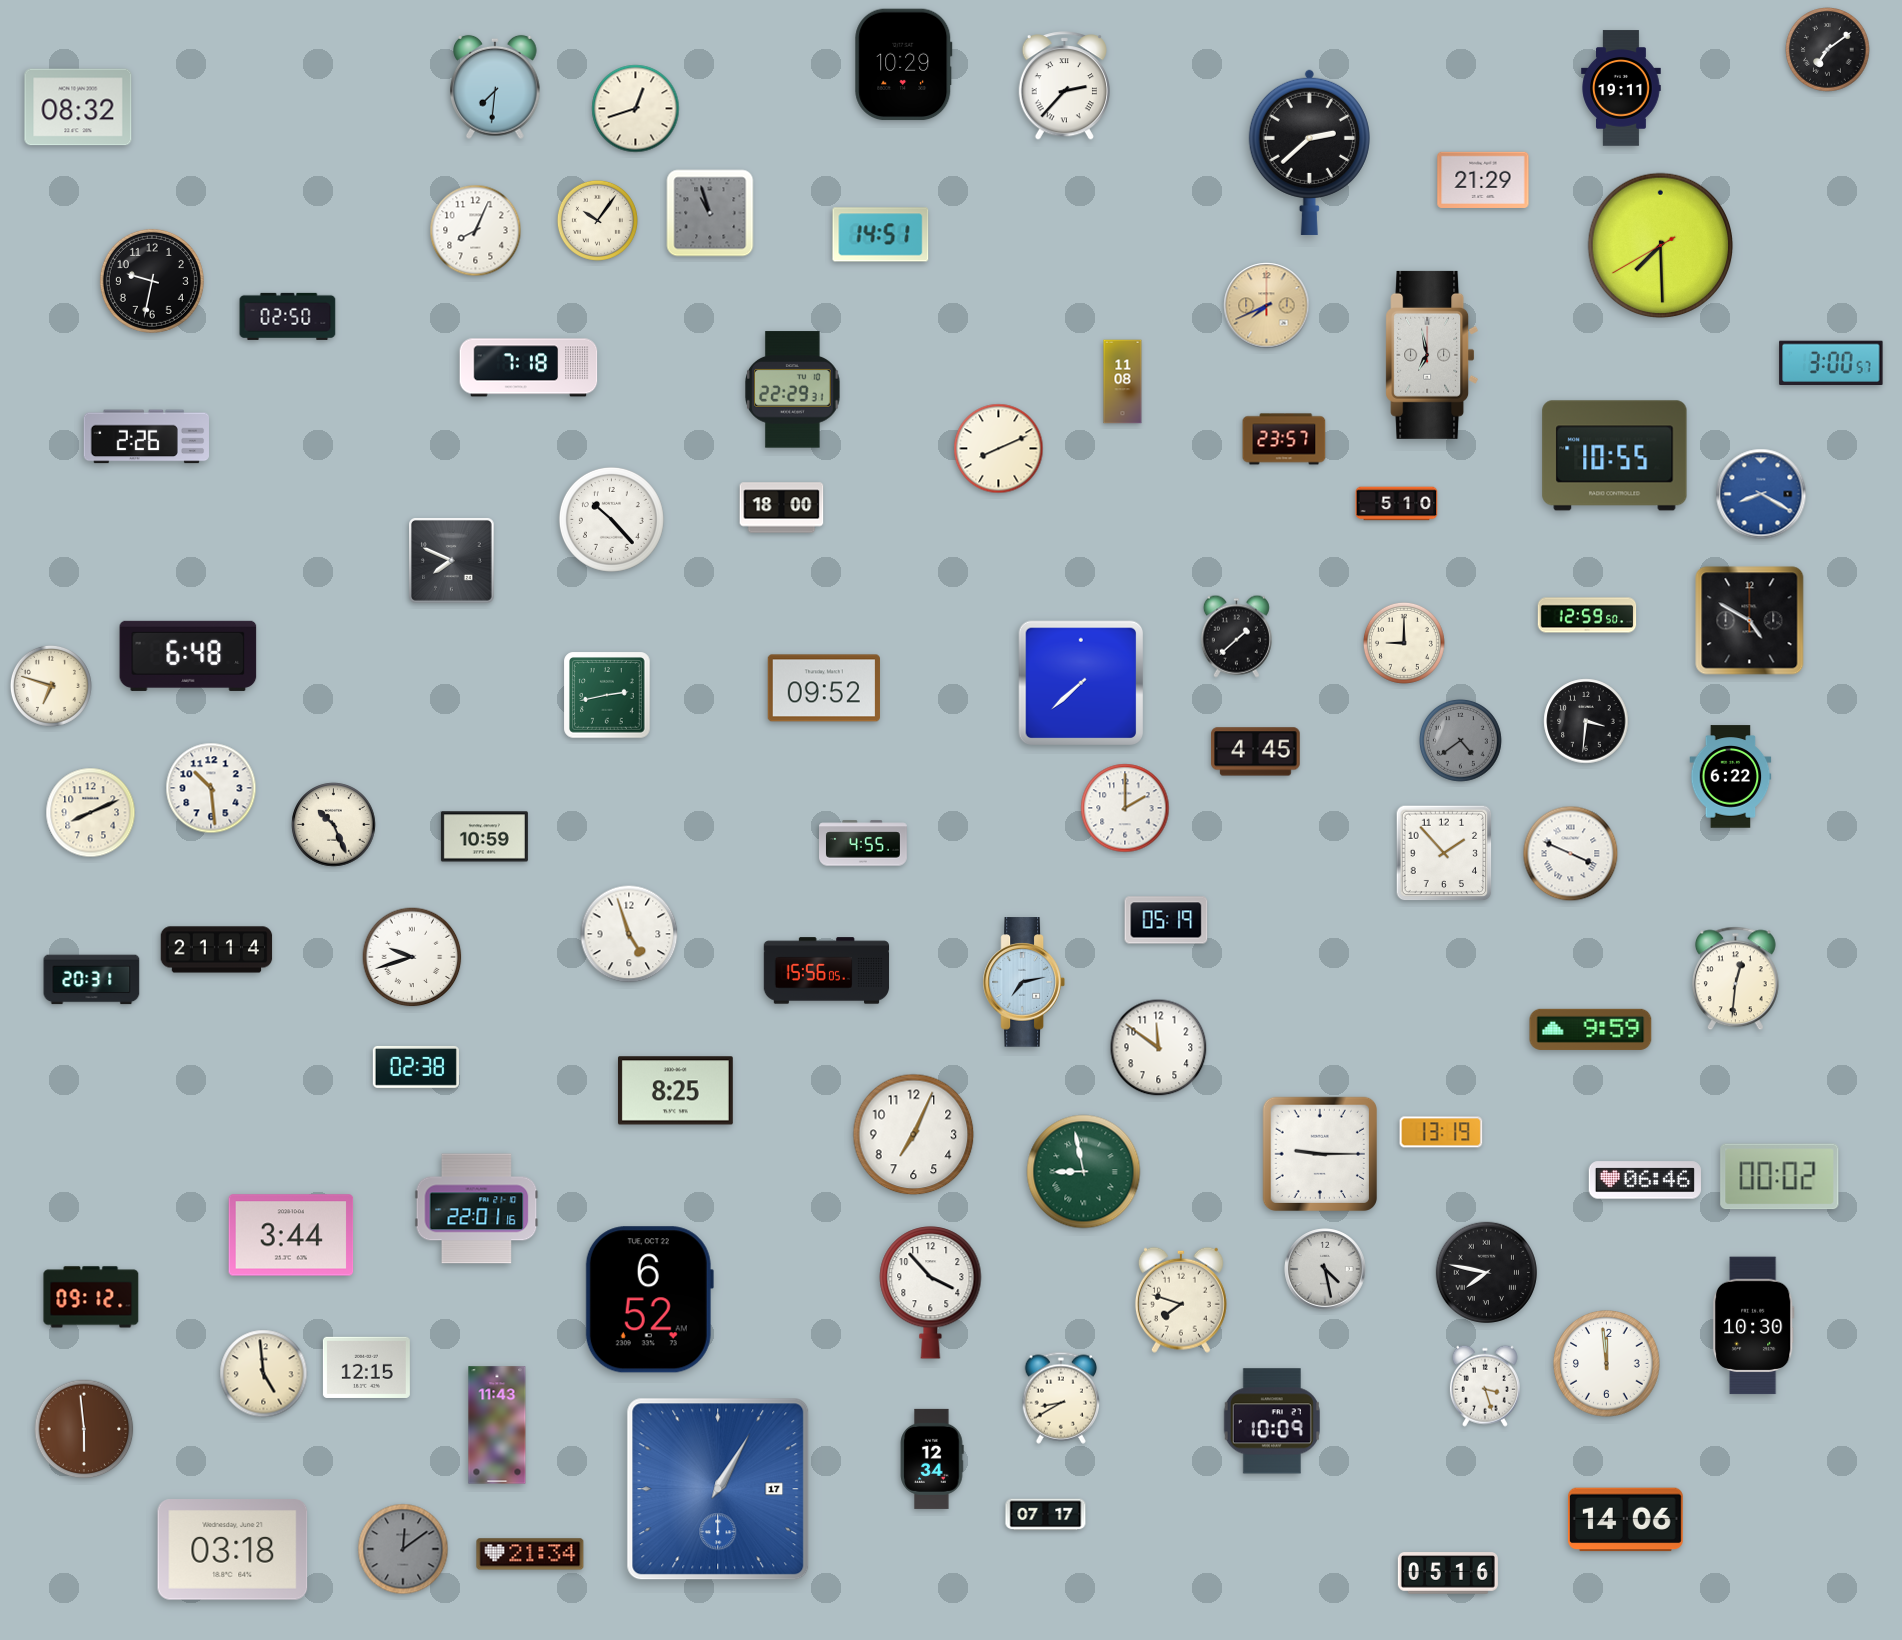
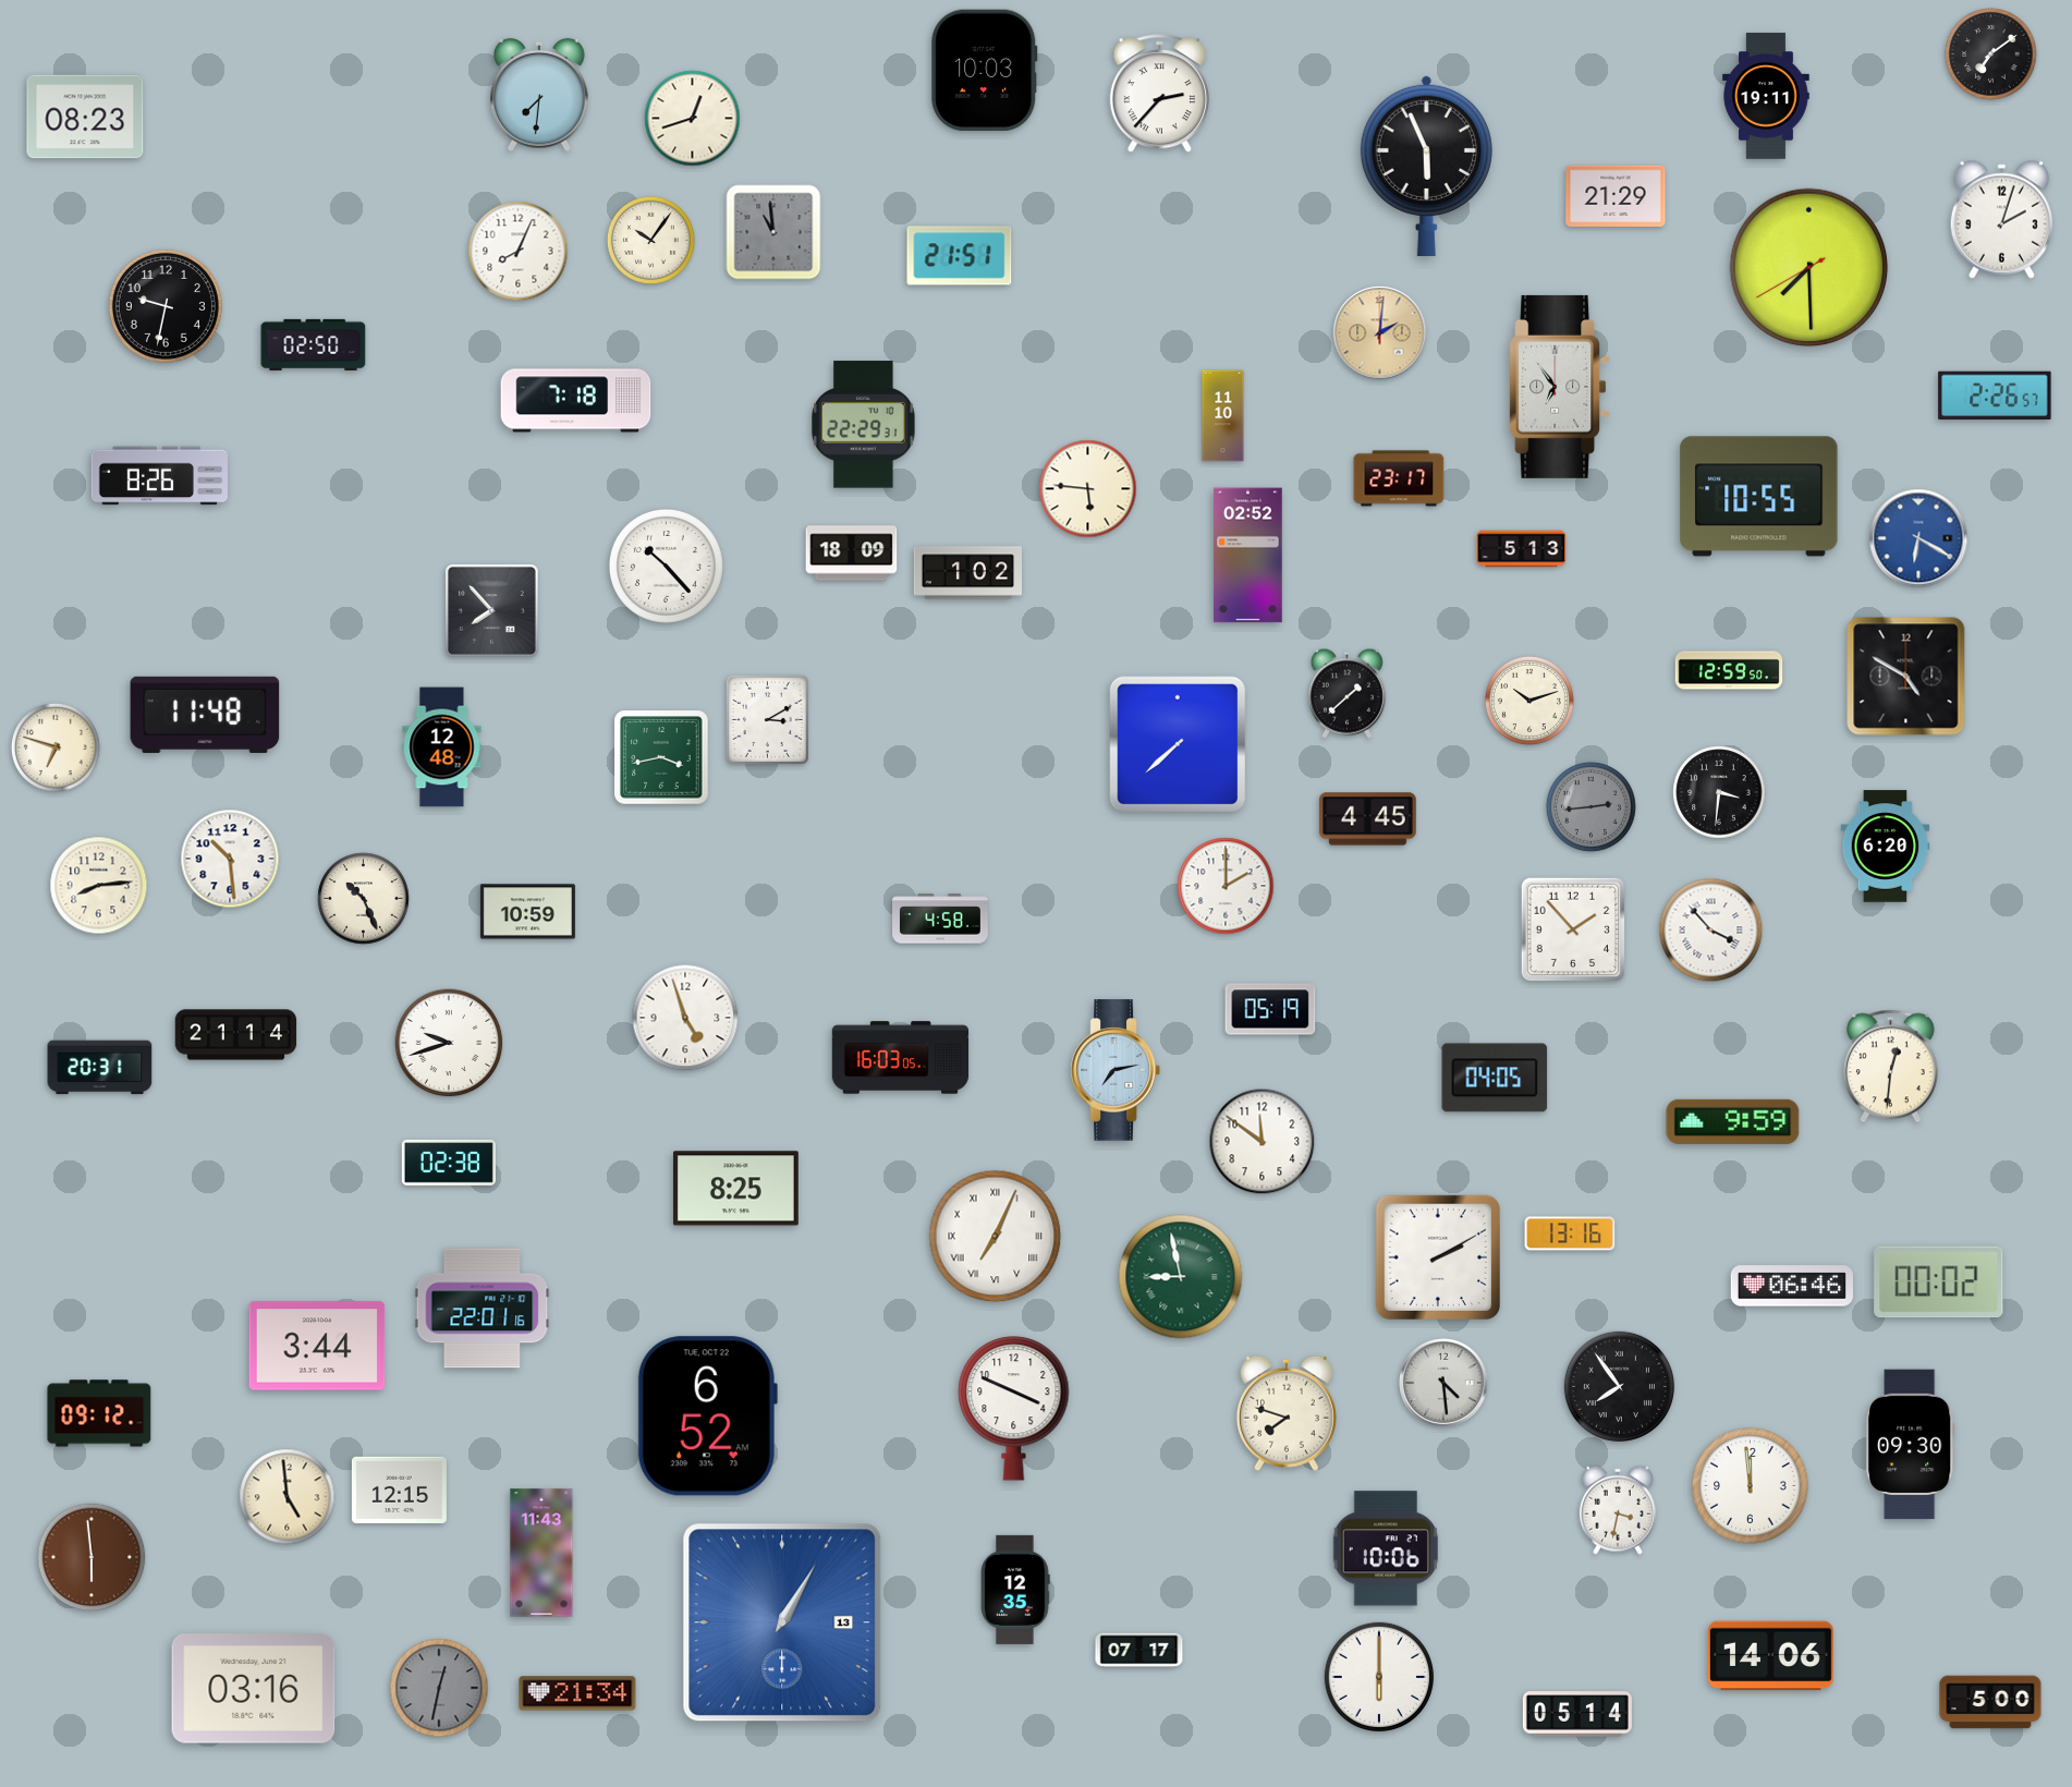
clock at (904, 65): 10:29 -> 10:03
clock at (78, 107): 08:32 -> 08:23
clock at (1309, 152): 2:38 -> 5:56
clock at (2001, 219): none -> 2:03
clock at (710, 213): 10:57 -> 10:59
clock at (881, 235): 14:51 -> 21:51
clock at (1267, 306): 7:41 -> 2:01
clock at (1432, 355): 6:58 -> 6:54
clock at (1831, 362): 3:00 -> 2:26
clock at (1123, 382): 11:08 -> 11:10
clock at (146, 437): 2:26 -> 8:26
clock at (1284, 439): 23:57 -> 23:17
clock at (999, 449): 8:11 -> 5:46
clock at (1761, 494): 8:20 -> 6:20
clock at (1397, 504): 5:10 -> 5:13
clock at (782, 508): 18:00 -> 18:09
clock at (1248, 556): none -> 02:52
clock at (967, 573): none -> 1:02
clock at (452, 561): 7:49 -> 7:53
clock at (1404, 643): 9:00 -> 10:12
clock at (188, 656): 6:48 -> 11:48
clock at (767, 719): none -> 3:10
clock at (442, 747): none -> 12:48
clock at (824, 688): 09:52 -> none
clock at (607, 695): 2:43 -> 3:43
clock at (1586, 721) position: (1586, 721) -> (1719, 792)
clock at (1461, 741): 4:39 -> 2:44
clock at (1731, 777): 6:22 -> 6:20
clock at (1125, 808) position: (1125, 808) -> (1226, 886)
clock at (91, 813): 8:11 -> 8:14
clock at (864, 843): 4:55 -> 4:58
clock at (1571, 854): 3:49 -> 3:53
clock at (1166, 920) position: (1166, 920) -> (1270, 1009)
clock at (827, 971): 15:56 -> 16:03
clock at (1495, 1078): none -> 04:05
clock at (416, 1067) position: (416, 1067) -> (449, 1163)
clock at (1441, 1132): 13:19 -> 13:16
clock at (914, 1135) numerals: Arabic -> Roman
clock at (1319, 1153): 9:15 -> 2:10
clock at (477, 1209) position: (477, 1209) -> (483, 1309)
clock at (1325, 1269): 4:28 -> 4:29
clock at (1486, 1272): 7:47 -> 7:54
clock at (931, 1293): 3:53 -> 3:49
clock at (1181, 1300) position: (1181, 1300) -> (1287, 1413)
clock at (1753, 1326): 10:30 -> 09:30
clock at (1485, 1386): 3:27 -> 3:32
clock at (1060, 1398): 8:40 -> none
clock at (1272, 1421): 10:09 -> 10:06
clock at (932, 1459): 12:34 -> 12:35
clock at (718, 1489) date: 17 -> 13
clock at (1379, 1677): none -> 6:00
clock at (403, 1549): 12:09 -> 12:32
clock at (233, 1550): 03:18 -> 03:16
clock at (1990, 1702): none -> 5:00
clock at (1448, 1573): 05:16 -> 05:14
